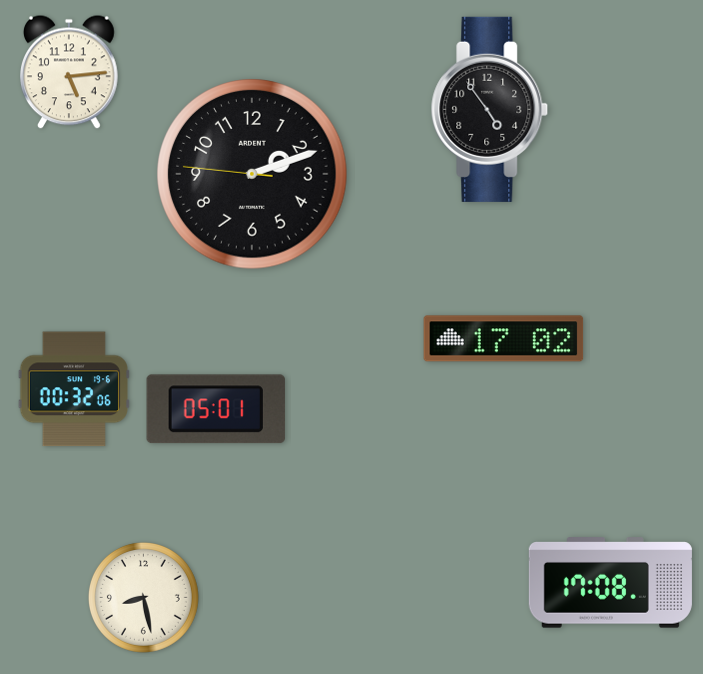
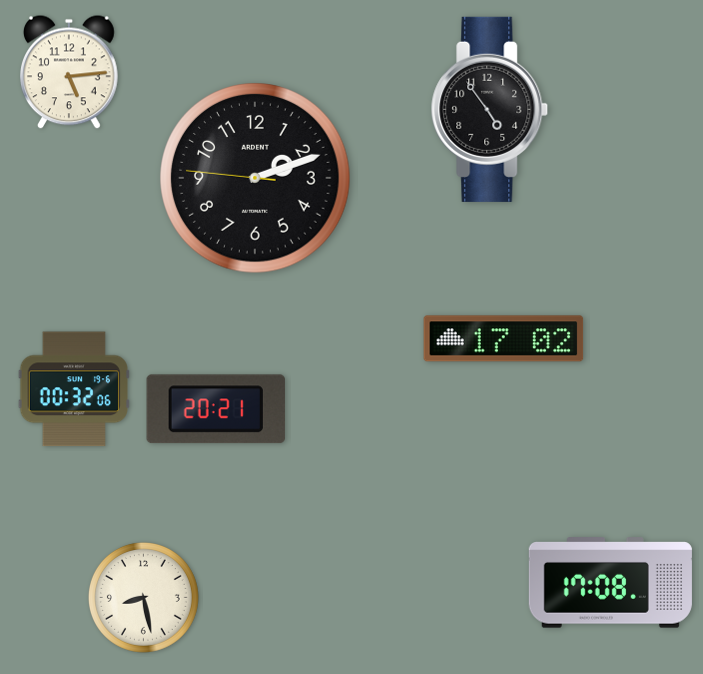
clock at (252, 174) position: (252, 174) -> (255, 178)
clock at (216, 409): 05:01 -> 20:21
